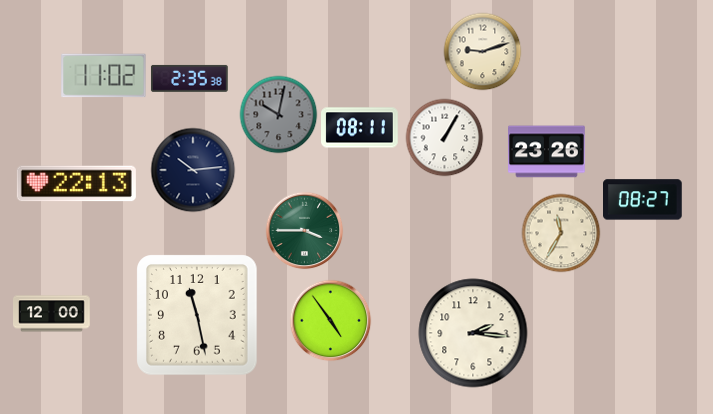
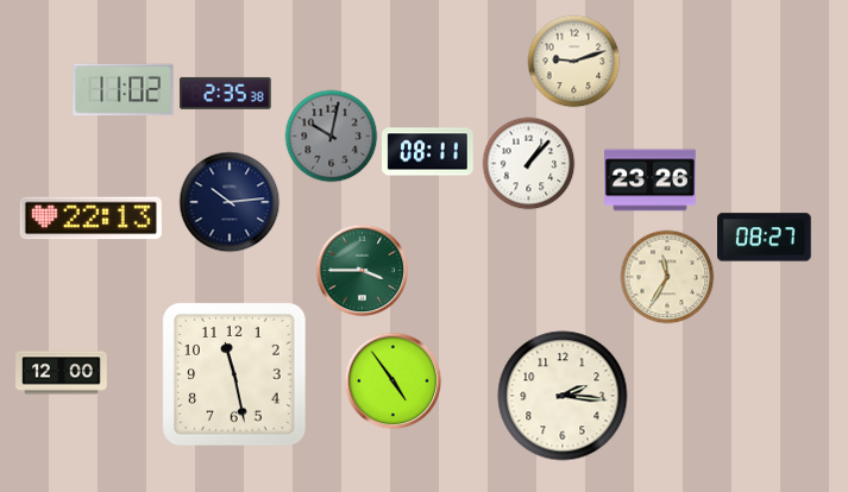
clock at (444, 137): 1:05 -> 1:07
clock at (304, 230) position: (304, 230) -> (362, 270)
